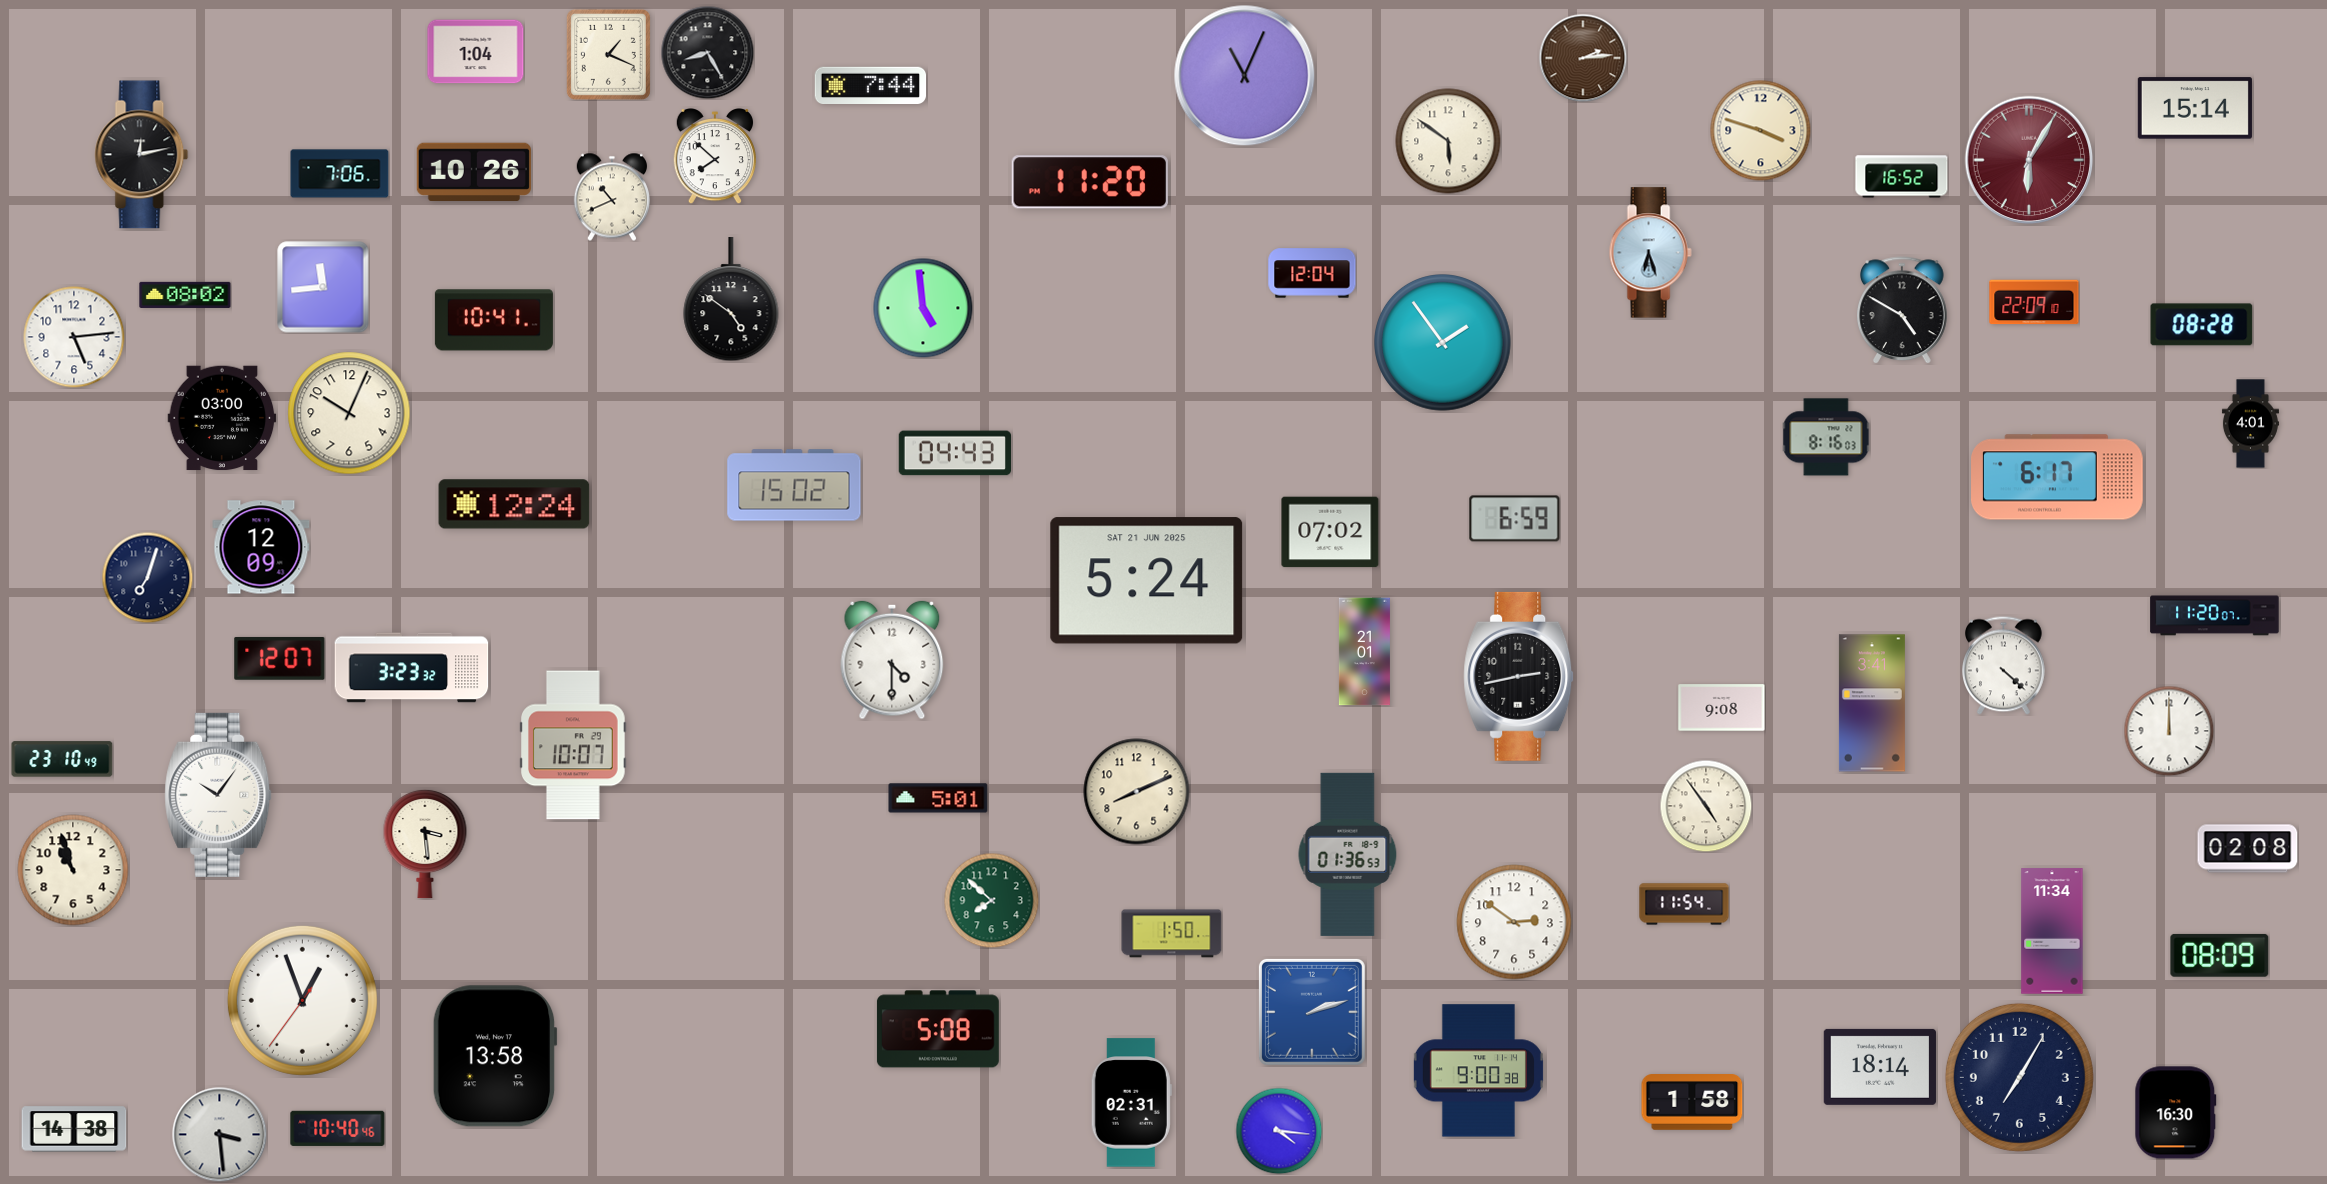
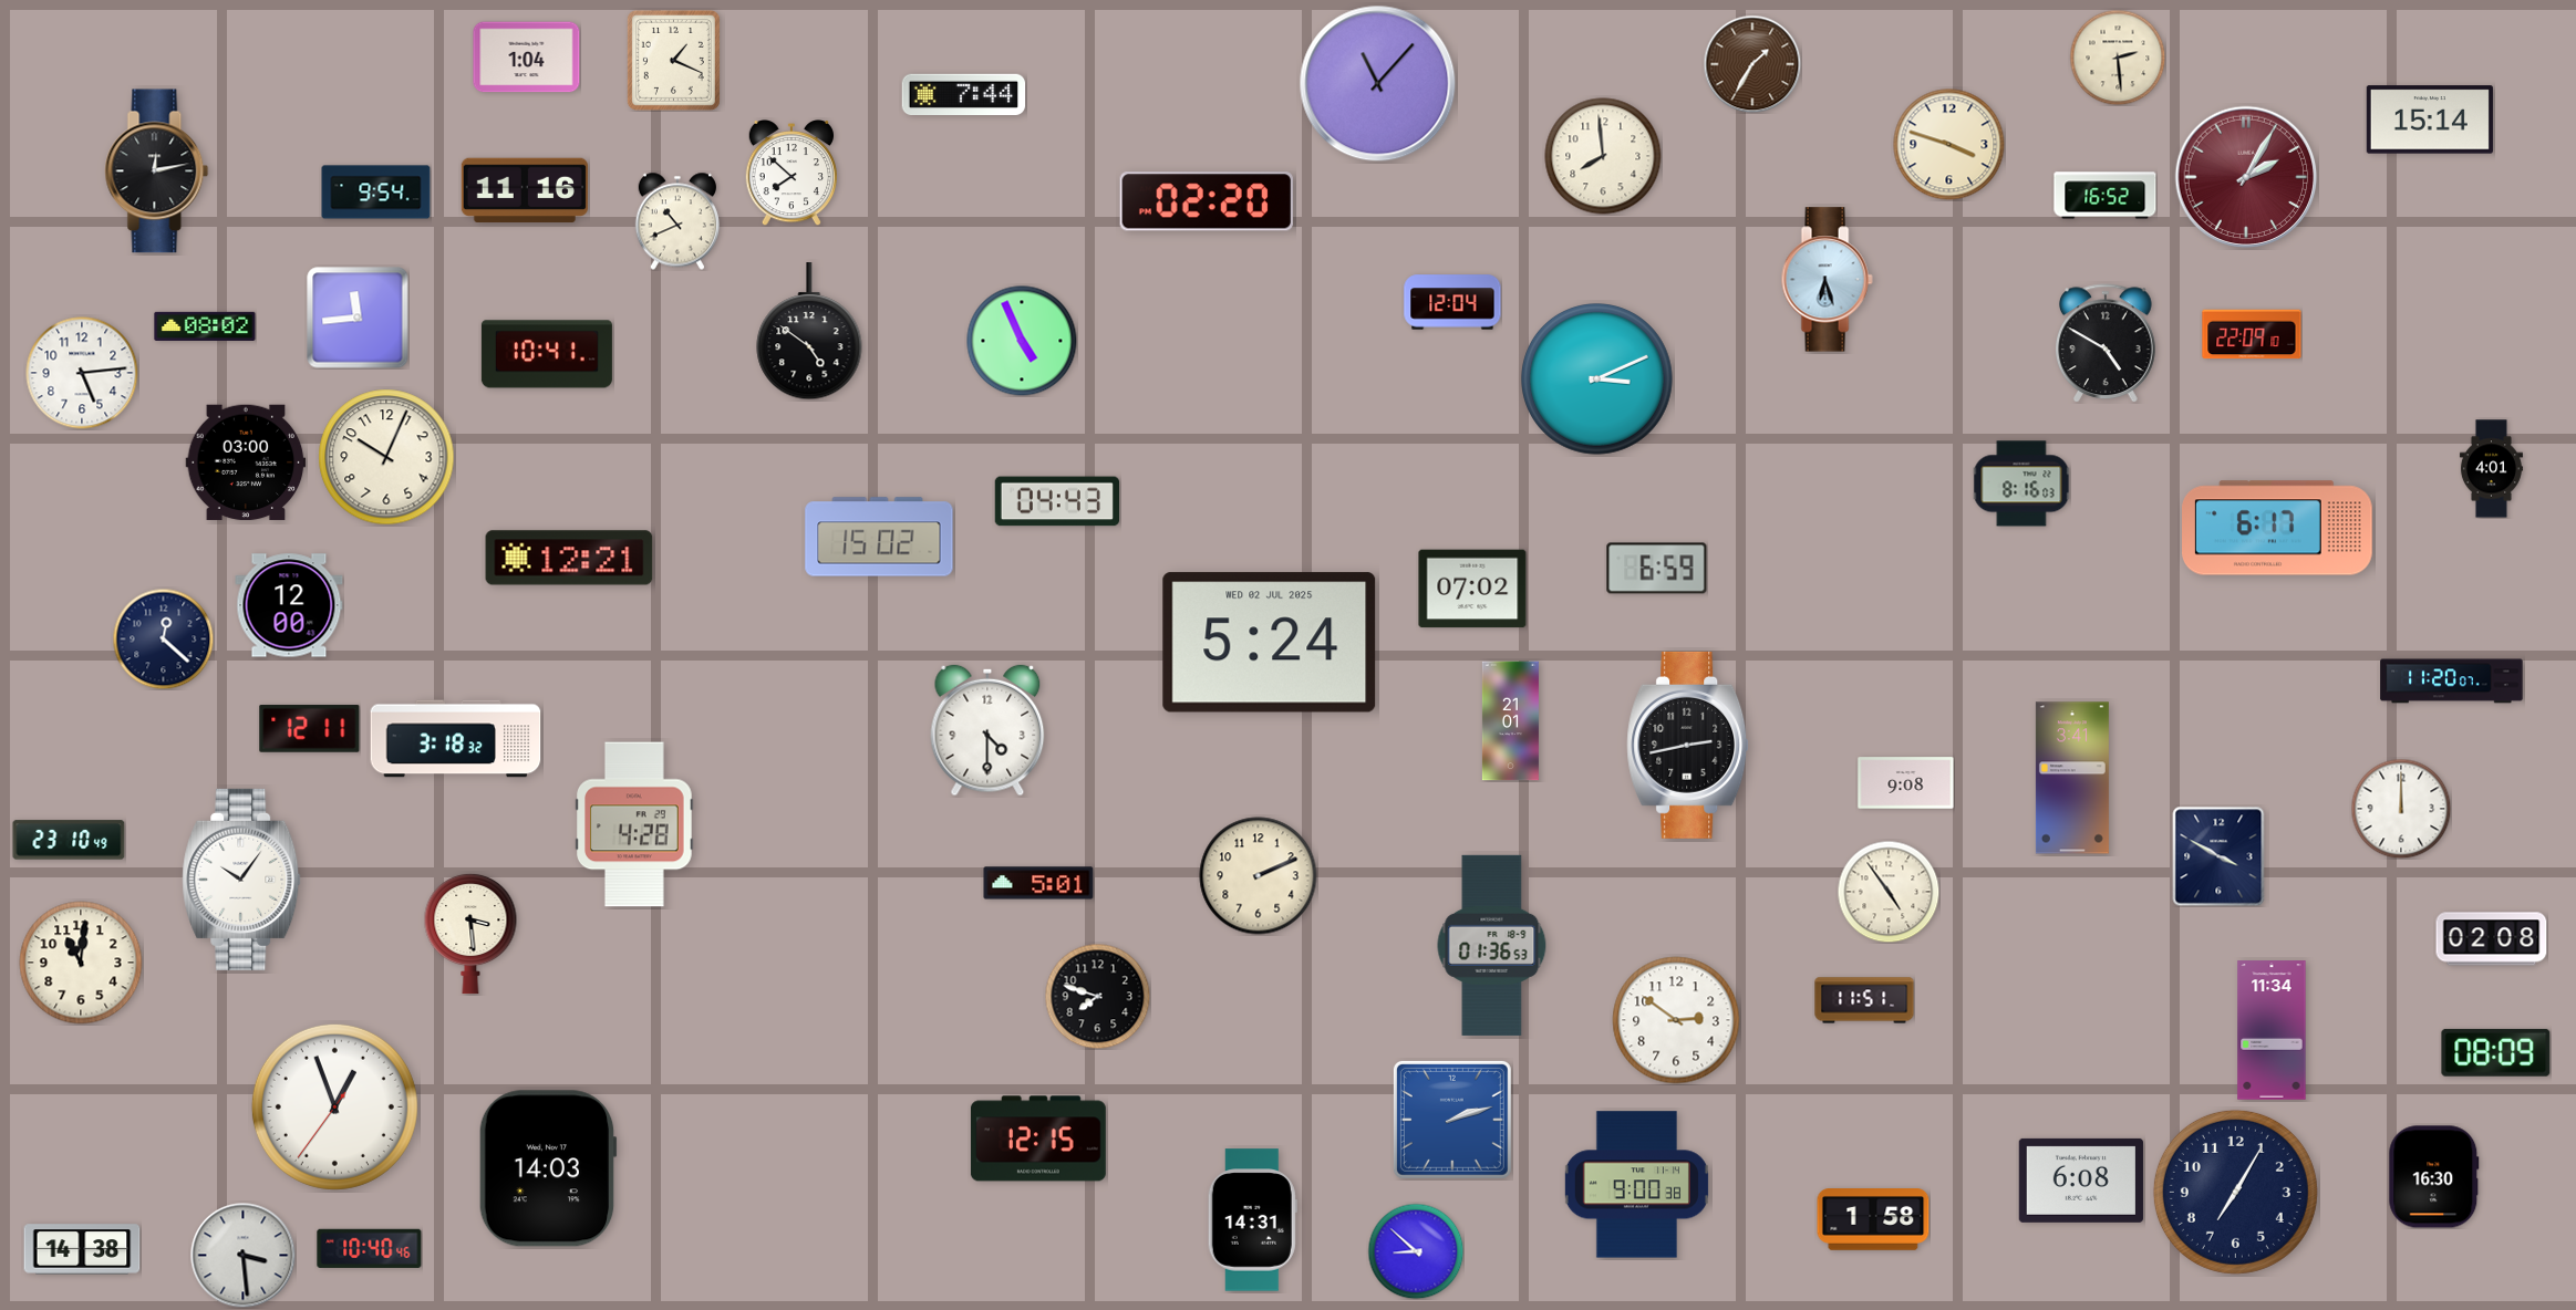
clock at (707, 52): 8:25 -> none
clock at (2118, 58): none -> 2:29
clock at (1583, 58): 2:14 -> 1:35
clock at (1245, 76): 11:04 -> 11:07
clock at (1448, 141): 5:51 -> 7:59
clock at (2029, 160): 6:05 -> 2:05
clock at (474, 171): 10:26 -> 11:16
clock at (340, 174): 7:06 -> 9:54
clock at (1090, 182): 11:20 -> 02:20
clock at (611, 197) position: (611, 197) -> (676, 221)
clock at (923, 308): 4:59 -> 4:56
clock at (2202, 325): 08:28 -> none
clock at (1443, 343): 1:54 -> 3:11
clock at (514, 504): 12:24 -> 12:21
clock at (1515, 519) position: (1515, 519) -> (1657, 569)
clock at (261, 547): 12:09 -> 12:00
clock at (147, 577): 7:03 -> 12:22
clock at (1147, 581) date: SAT 21 JUN 2025 -> WED 02 JUL 2025
clock at (280, 658): 12:07 -> 12:11
clock at (2004, 665): 4:22 -> none
clock at (412, 668): 3:23 -> 3:18
clock at (1519, 676) position: (1519, 676) -> (1688, 745)
clock at (573, 745): 10:07 -> 4:28
clock at (2218, 856): none -> 3:50
clock at (1137, 792): 8:11 -> 2:11
clock at (2248, 849) position: (2248, 849) -> (2492, 939)
clock at (73, 870): 10:57 -> 11:01
clock at (991, 900): 7:52 -> 7:48
clock at (991, 900) dial: green -> black
clock at (1684, 904): 11:54 -> 11:51
clock at (1172, 934): 1:50 -> none
clock at (2220, 955) position: (2220, 955) -> (2496, 1052)
clock at (938, 1029): 5:08 -> 12:15
clock at (495, 1056): 13:58 -> 14:03
clock at (1880, 1067): 18:14 -> 6:08
clock at (1131, 1103): 02:31 -> 14:31
clock at (2176, 1113) position: (2176, 1113) -> (2434, 1177)
clock at (338, 1128) position: (338, 1128) -> (370, 1248)
clock at (1279, 1131): 4:16 -> 8:52
